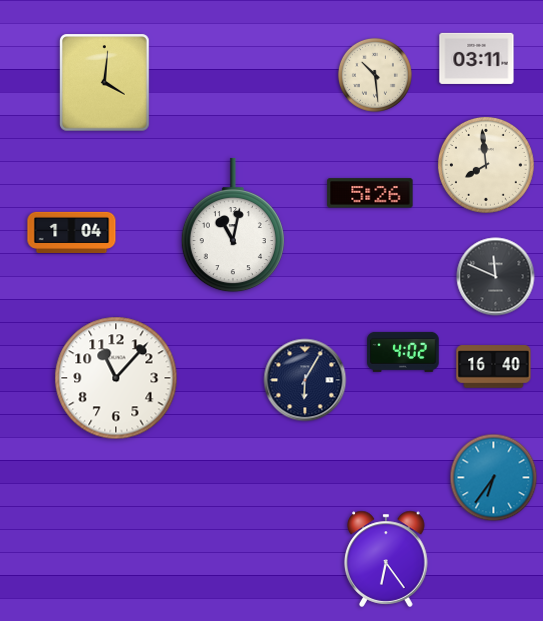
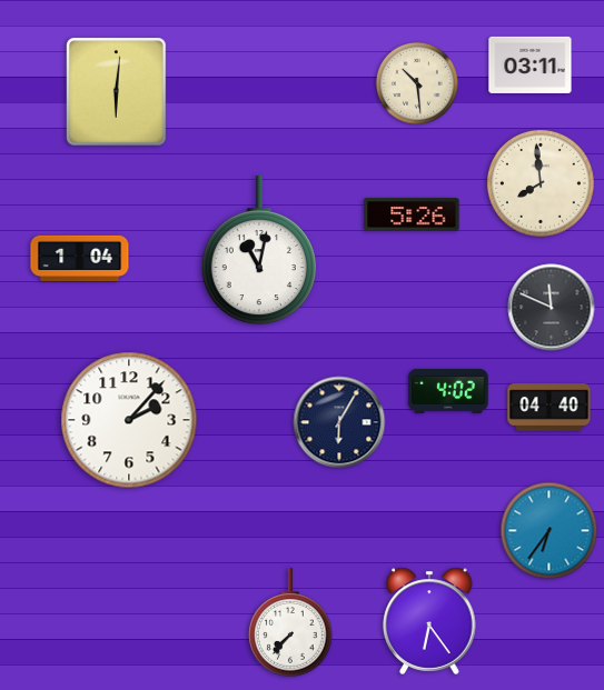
clock at (105, 83): 4:01 -> 6:01
clock at (494, 367): 16:40 -> 04:40
clock at (116, 378): 11:07 -> 2:07
clock at (290, 622): none -> 7:37
